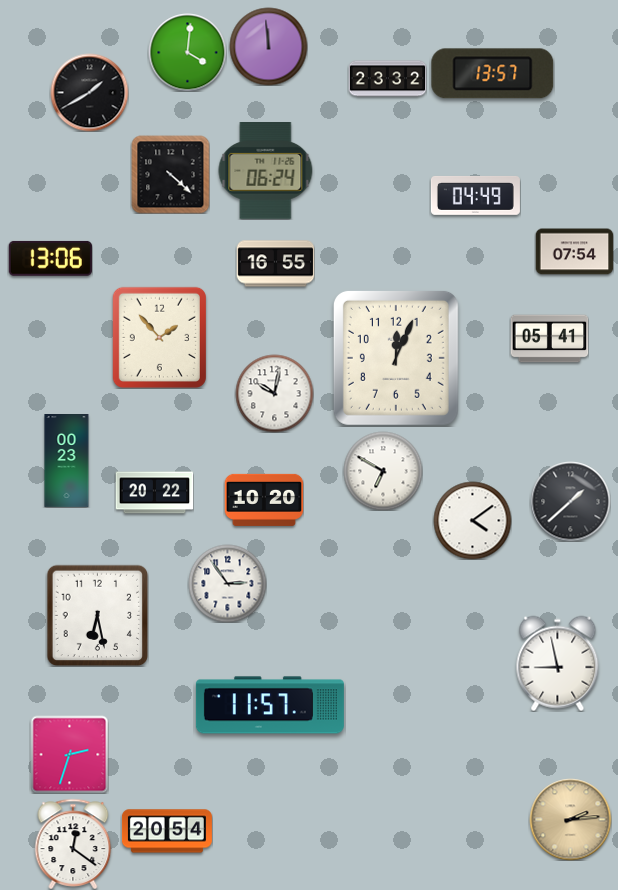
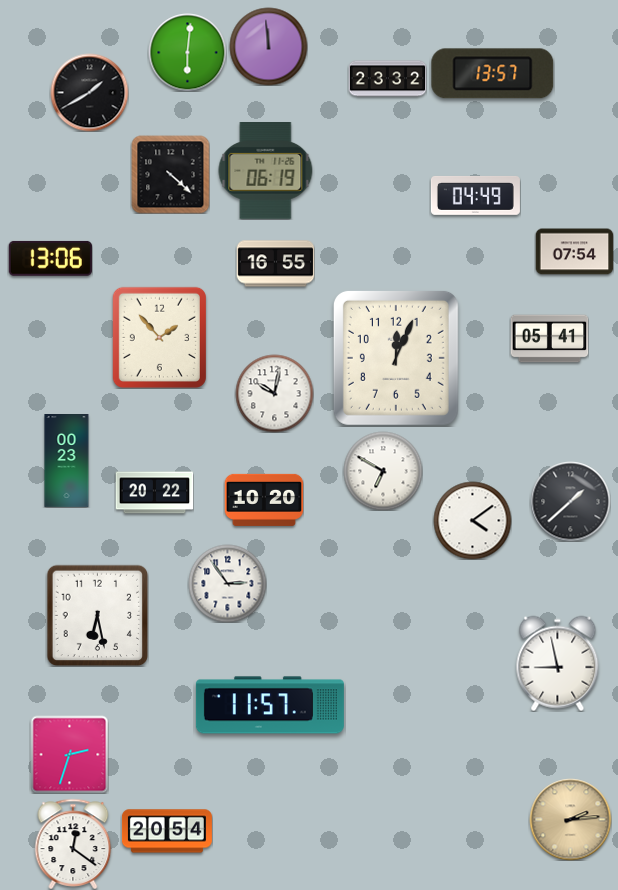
clock at (187, 52): 4:01 -> 6:01
clock at (266, 171): 06:24 -> 06:19
